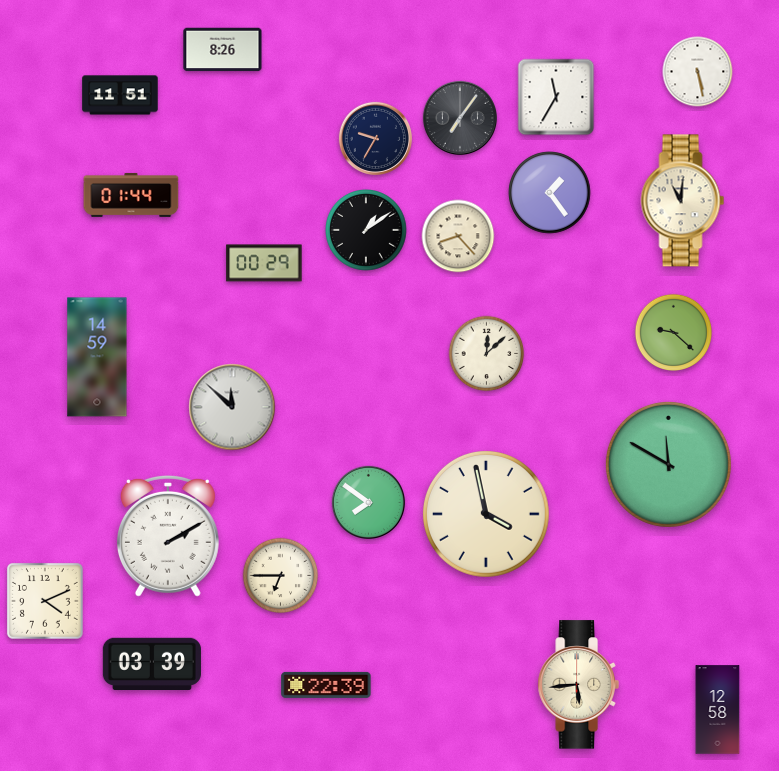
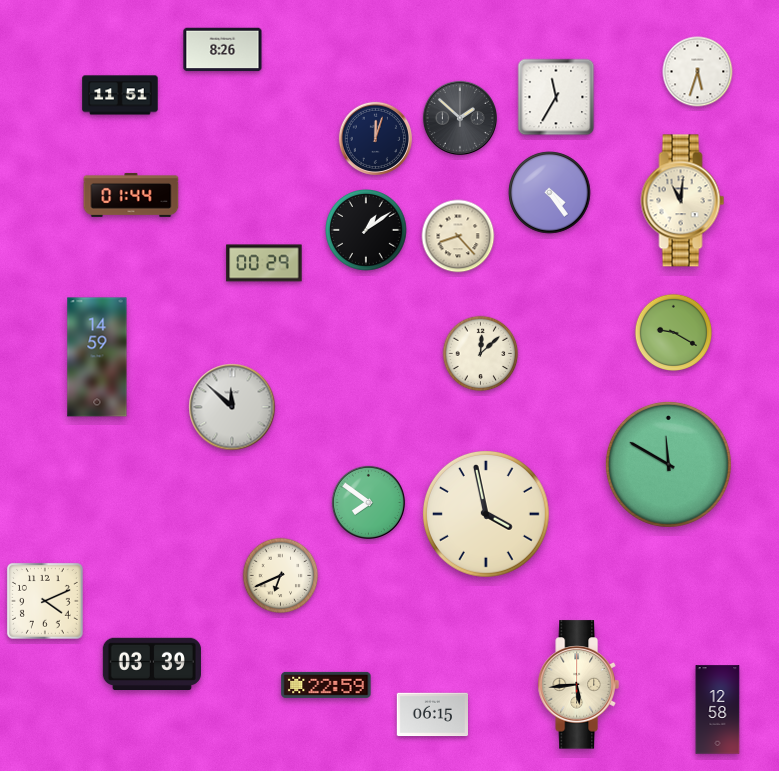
clock at (698, 72): 5:28 -> 5:33
clock at (460, 118): 7:06 -> 1:52
clock at (375, 138): 9:35 -> 12:03
clock at (550, 193): 1:24 -> 4:24
clock at (673, 332): 9:22 -> 9:20
clock at (487, 354) position: (487, 354) -> (481, 354)
clock at (168, 536): 2:10 -> none
clock at (281, 576): 6:45 -> 6:41
clock at (326, 685): 22:39 -> 22:59
clock at (433, 715): none -> 06:15
